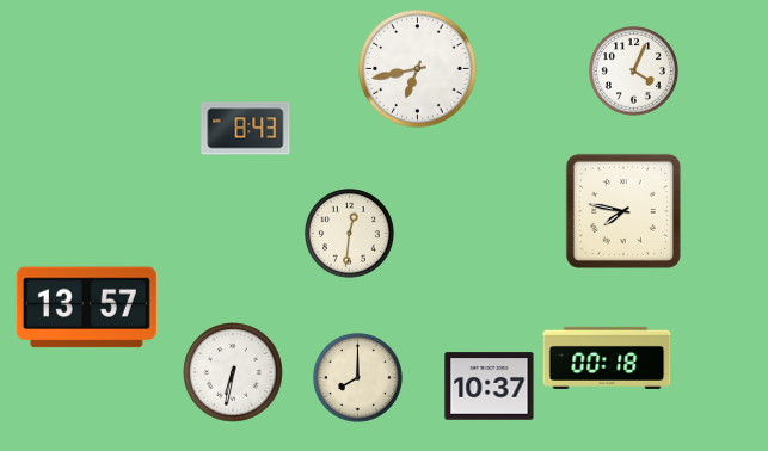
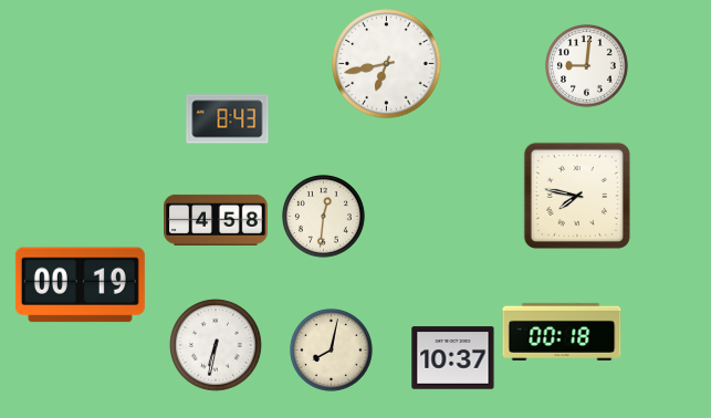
clock at (634, 72): 4:04 -> 9:01
clock at (216, 220): none -> 4:58
clock at (86, 308): 13:57 -> 00:19
clock at (358, 378): 8:00 -> 8:02
